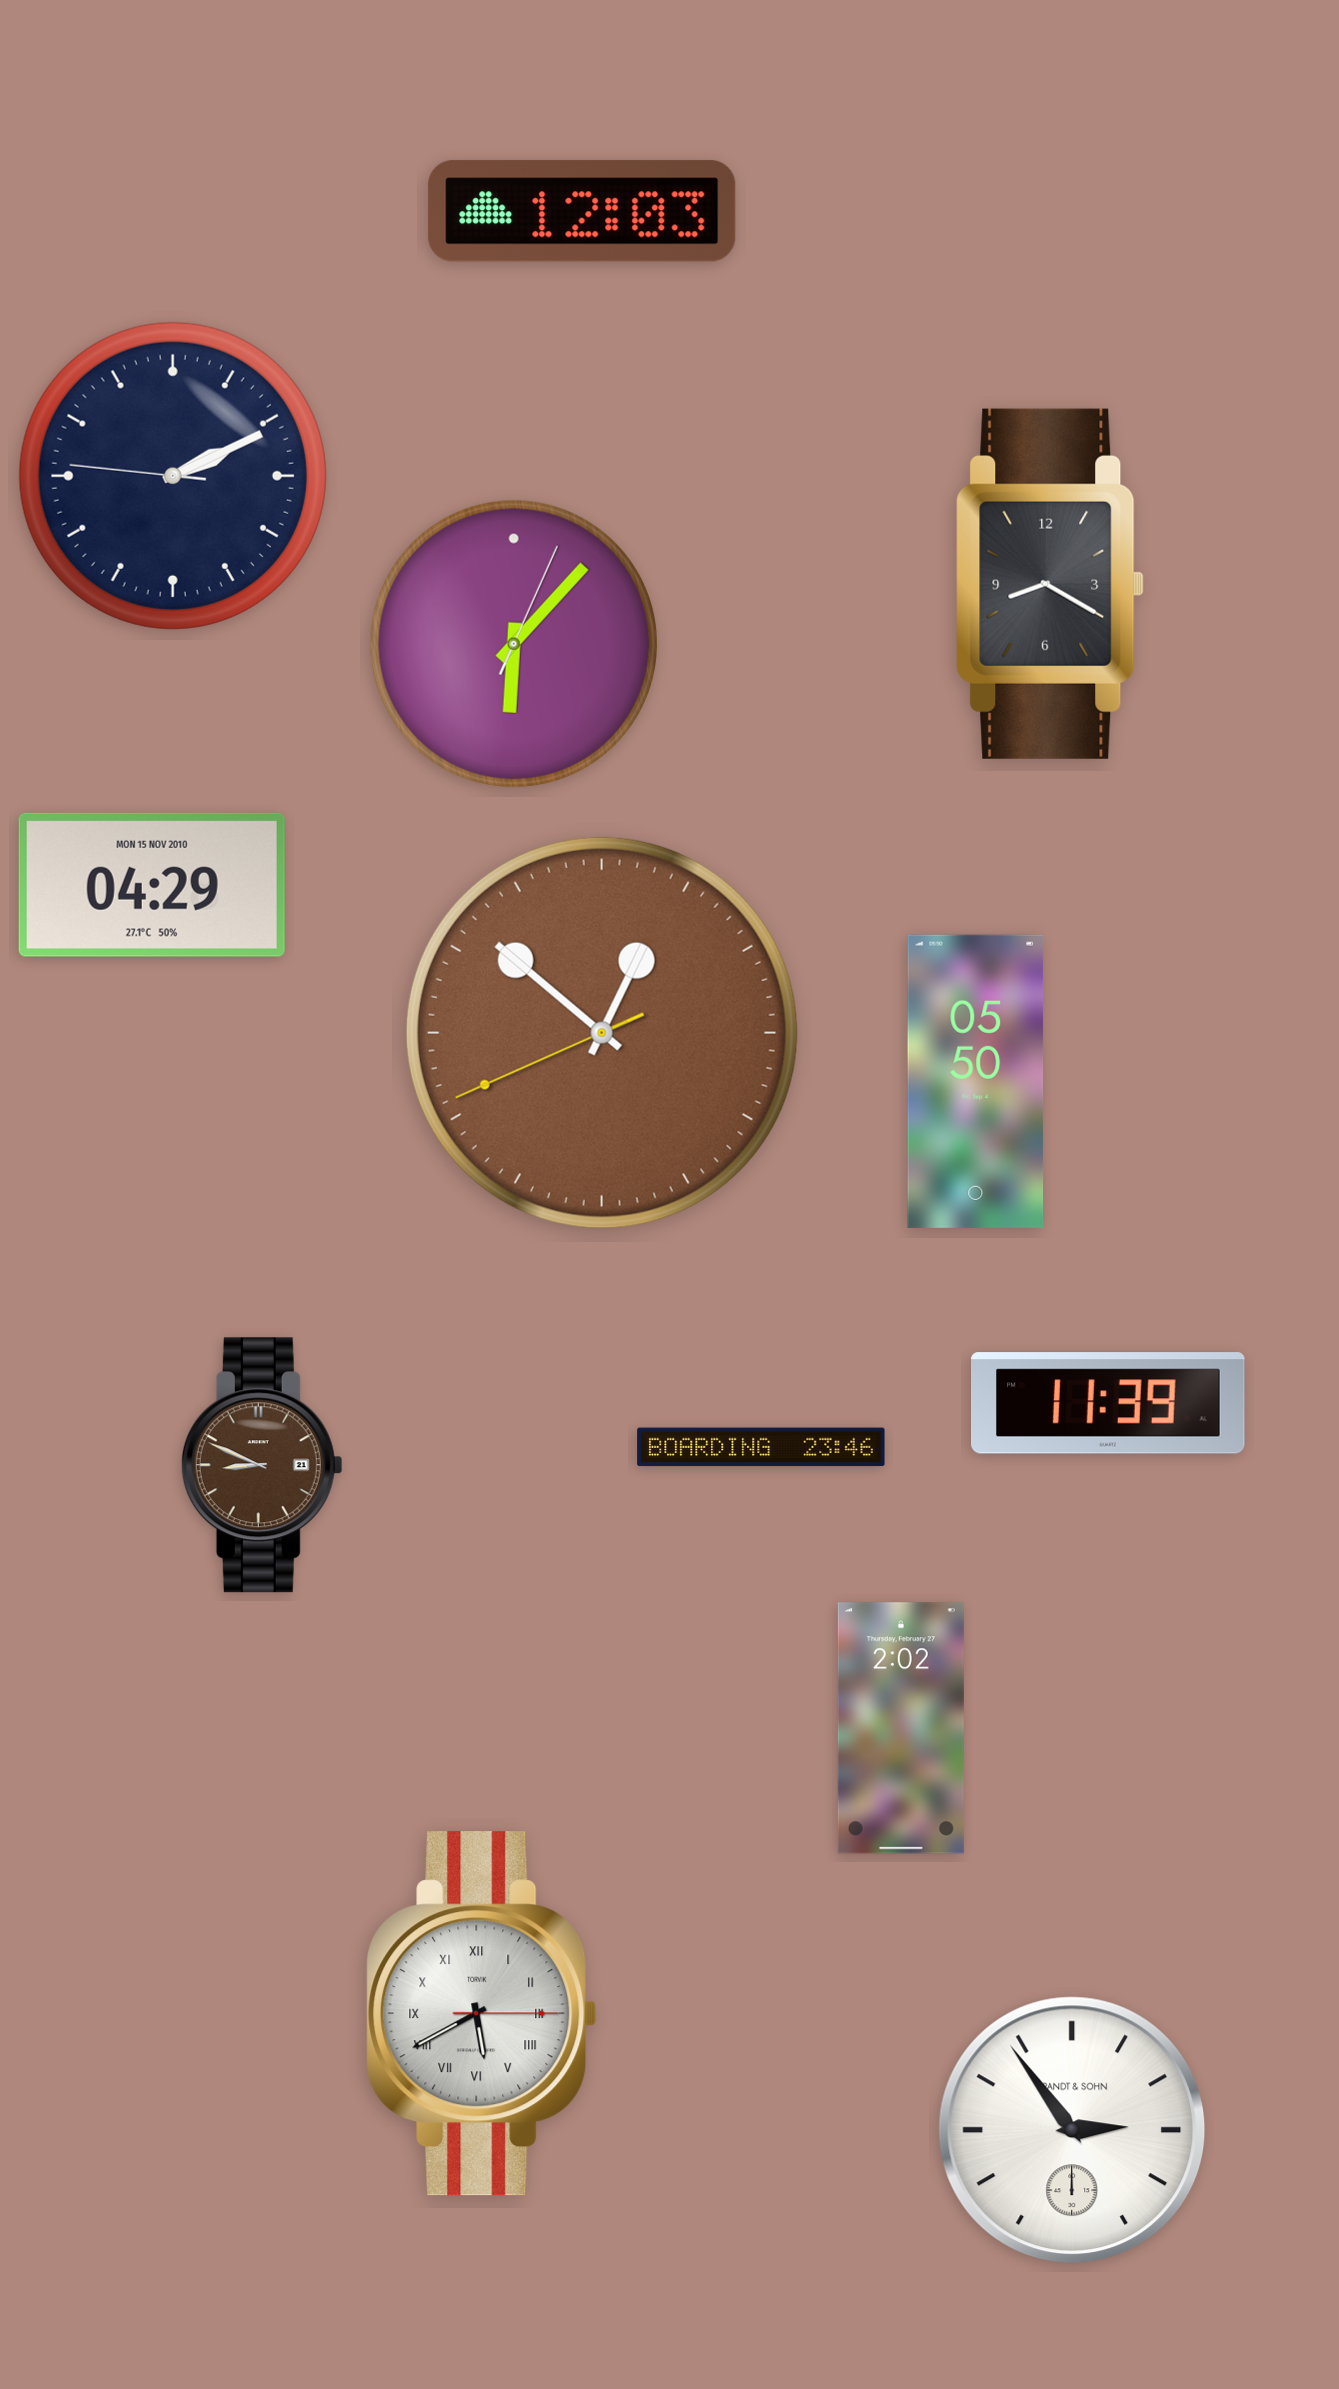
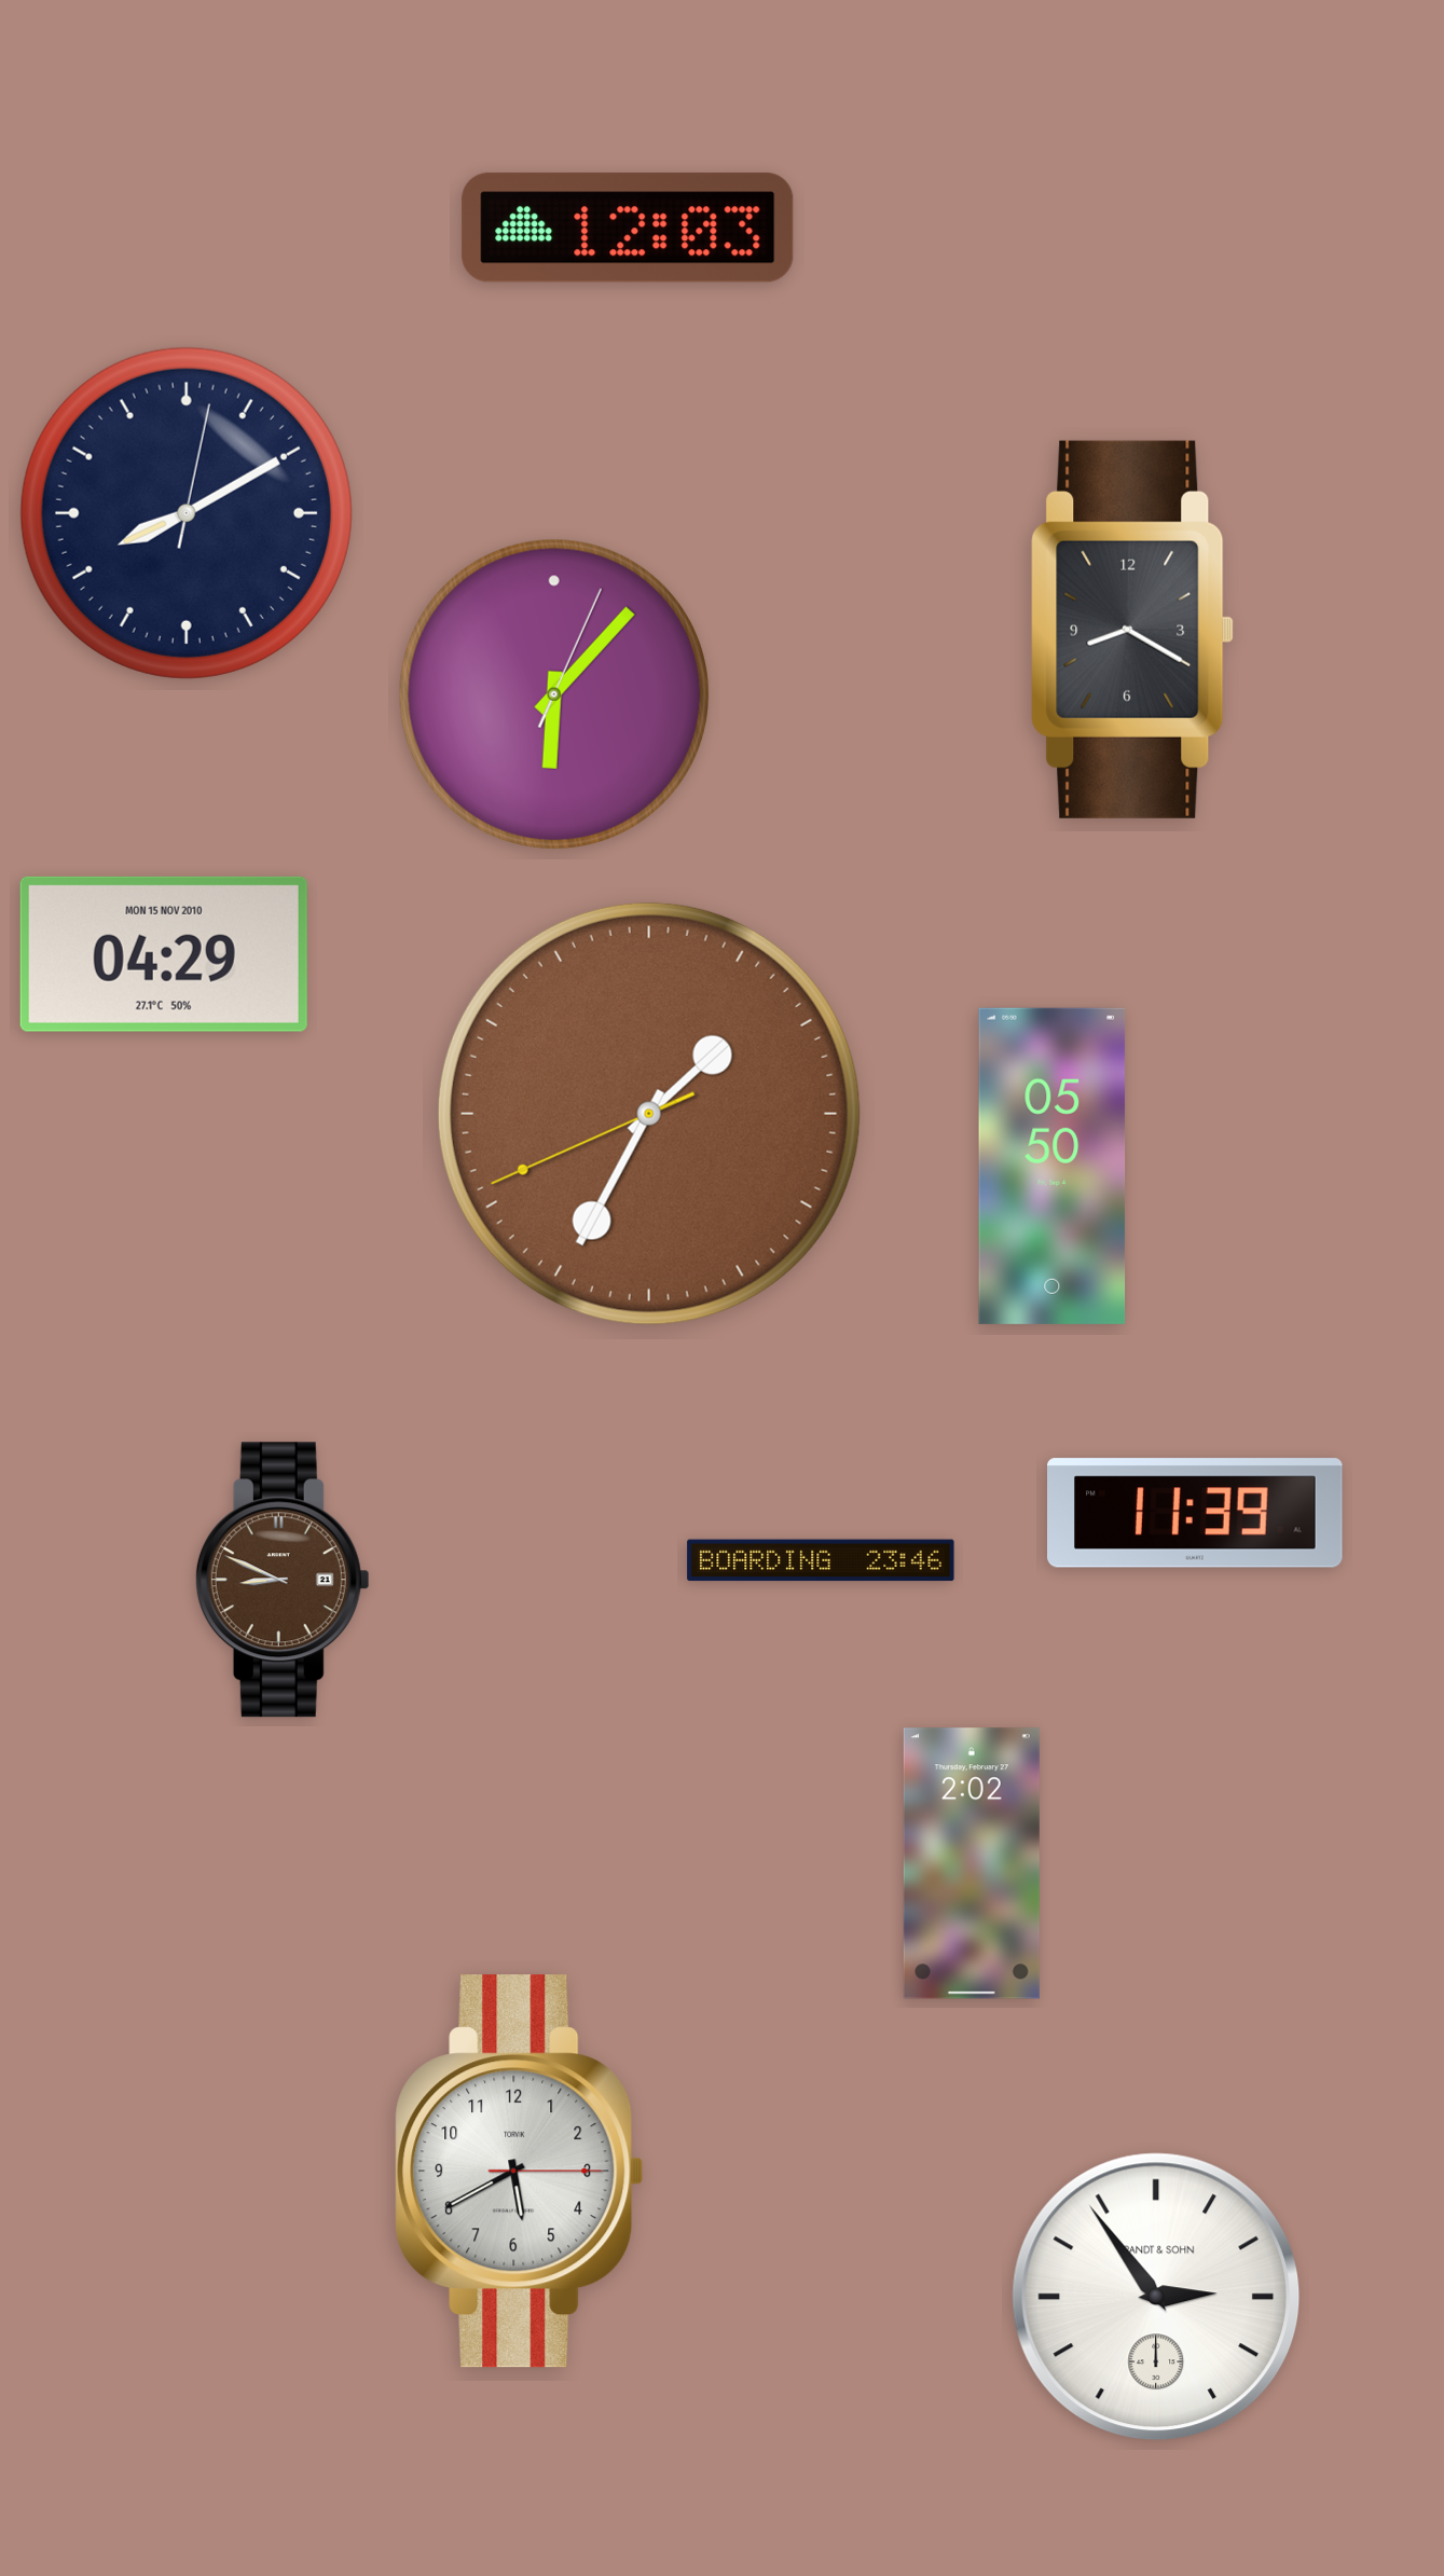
clock at (173, 476): 2:10 -> 8:10
clock at (602, 1033): 12:51 -> 1:34
clock at (482, 2014) numerals: Roman -> Arabic
